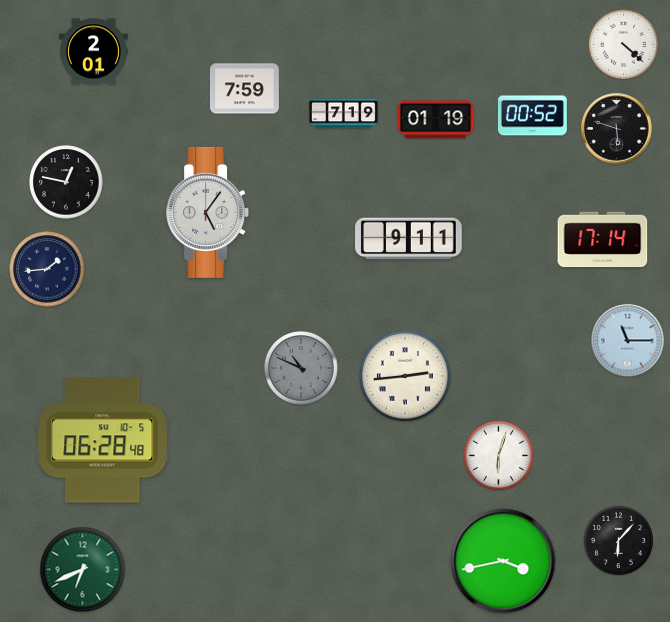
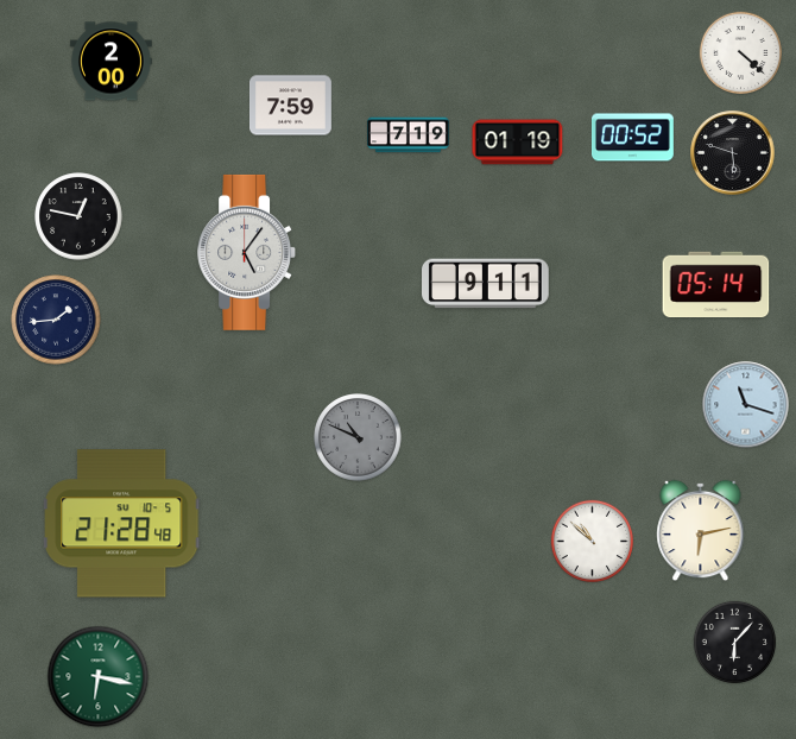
clock at (93, 52): 2:01 -> 2:00
clock at (603, 240): 17:14 -> 05:14
clock at (628, 341): 11:15 -> 11:18
clock at (405, 376): 2:44 -> none
clock at (103, 441): 06:28 -> 21:28
clock at (701, 531): none -> 6:13
clock at (498, 455): 6:03 -> 10:52
clock at (503, 561): 3:43 -> none
clock at (83, 570): 6:41 -> 6:17
